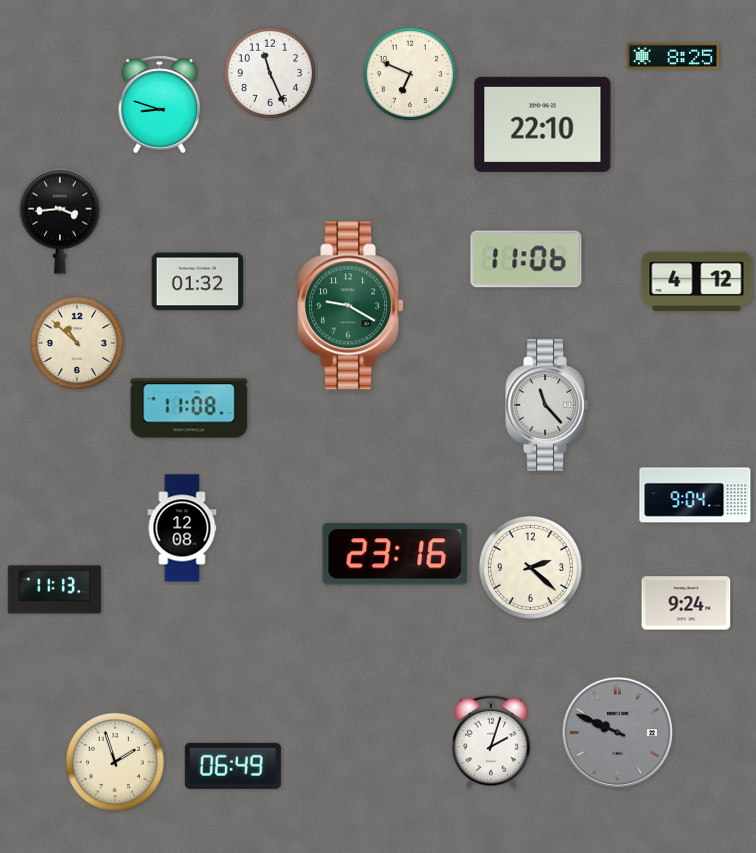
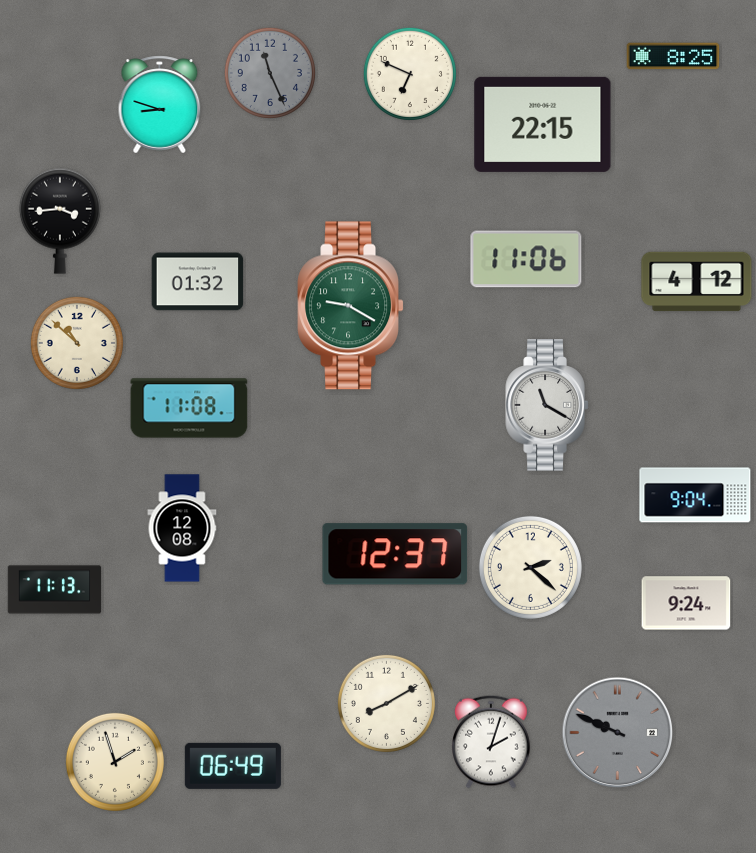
clock at (270, 73) dial: white -> grey
clock at (543, 124): 22:10 -> 22:15
clock at (547, 405): 11:23 -> 11:20
clock at (395, 554): 23:16 -> 12:37
clock at (386, 703): none -> 8:10
